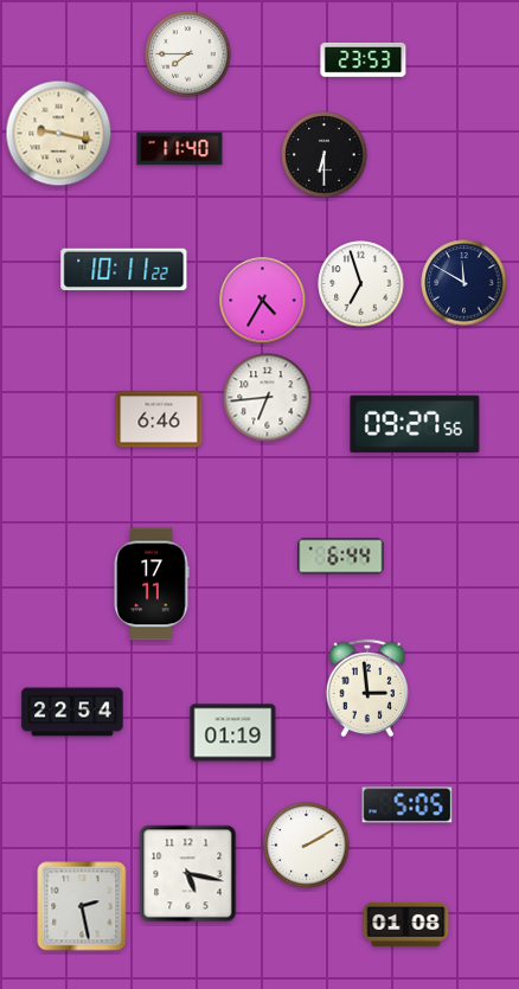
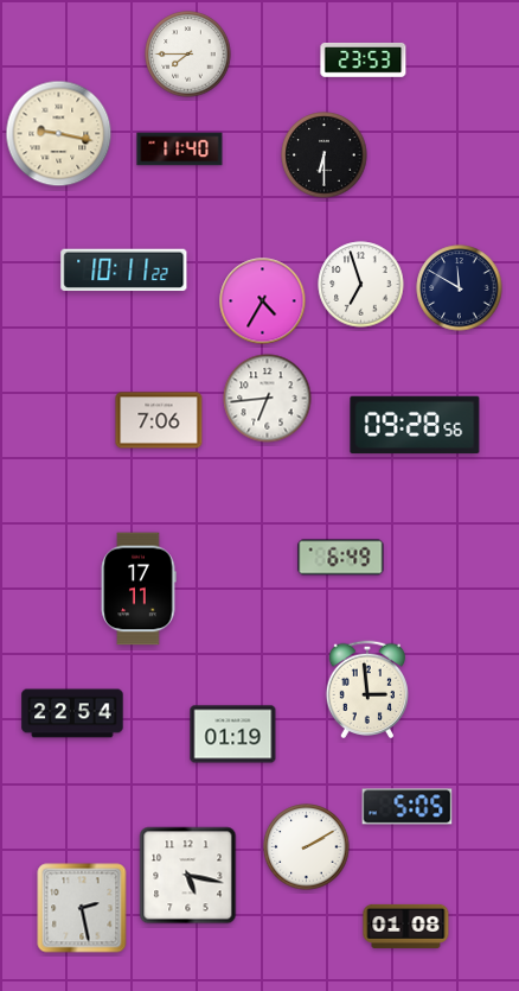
clock at (464, 283) position: (464, 283) -> (460, 288)
clock at (159, 419): 6:46 -> 7:06
clock at (415, 424): 09:27 -> 09:28
clock at (341, 557): 6:44 -> 6:49
clock at (152, 584) position: (152, 584) -> (139, 589)
